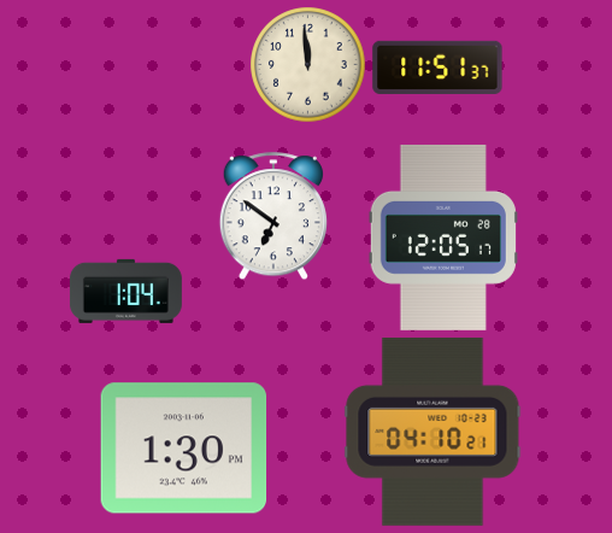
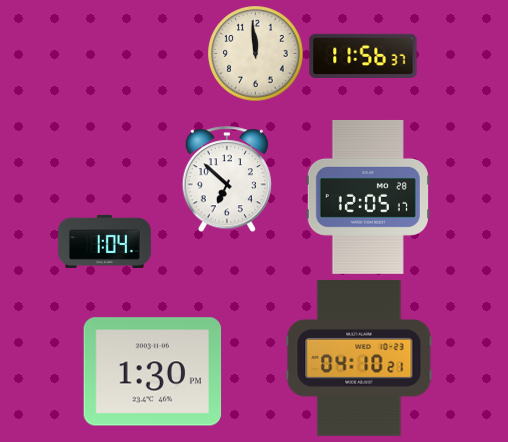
clock at (437, 66): 11:51 -> 11:56
clock at (273, 216): 6:51 -> 6:52
